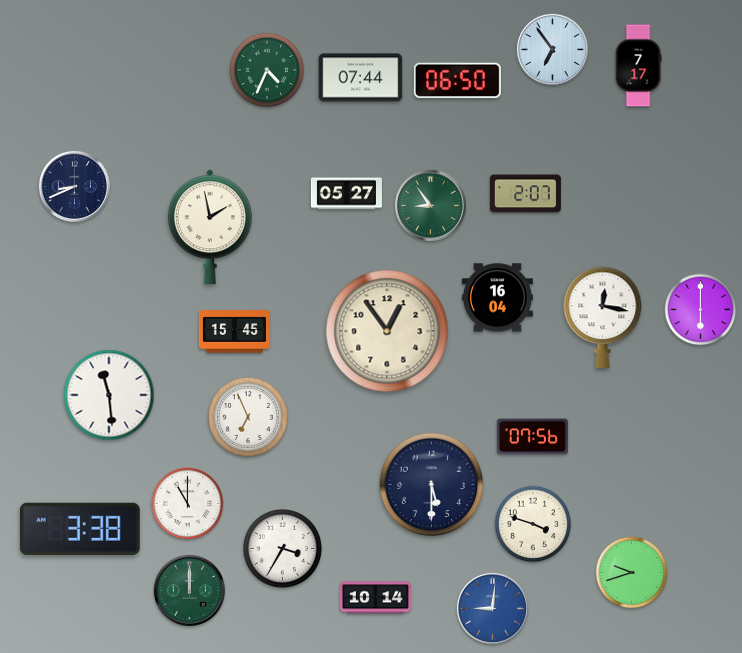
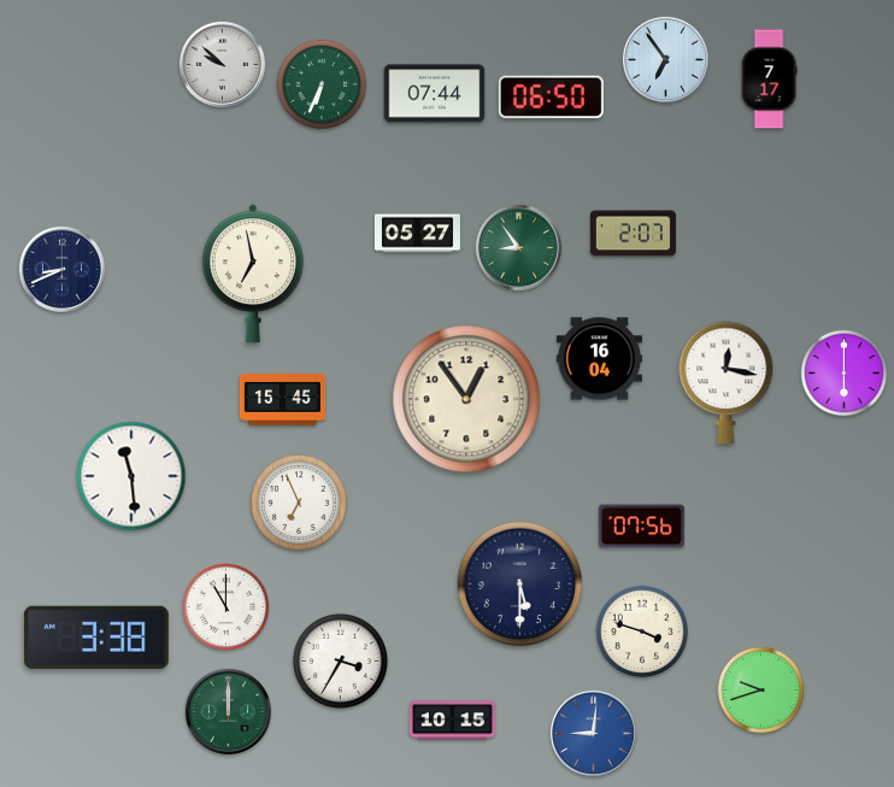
clock at (222, 64): none -> 9:52
clock at (267, 70): 4:34 -> 6:34
clock at (74, 186) position: (74, 186) -> (61, 269)
clock at (210, 227): 1:58 -> 6:58
clock at (375, 598): 10:14 -> 10:15
